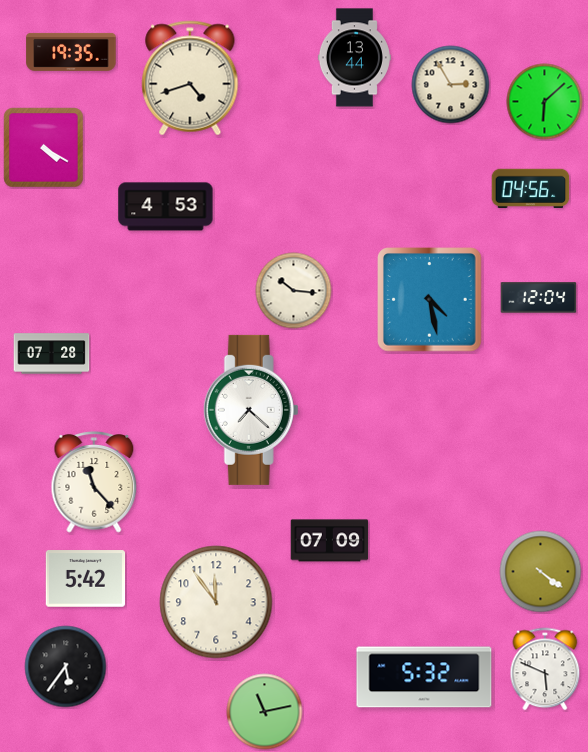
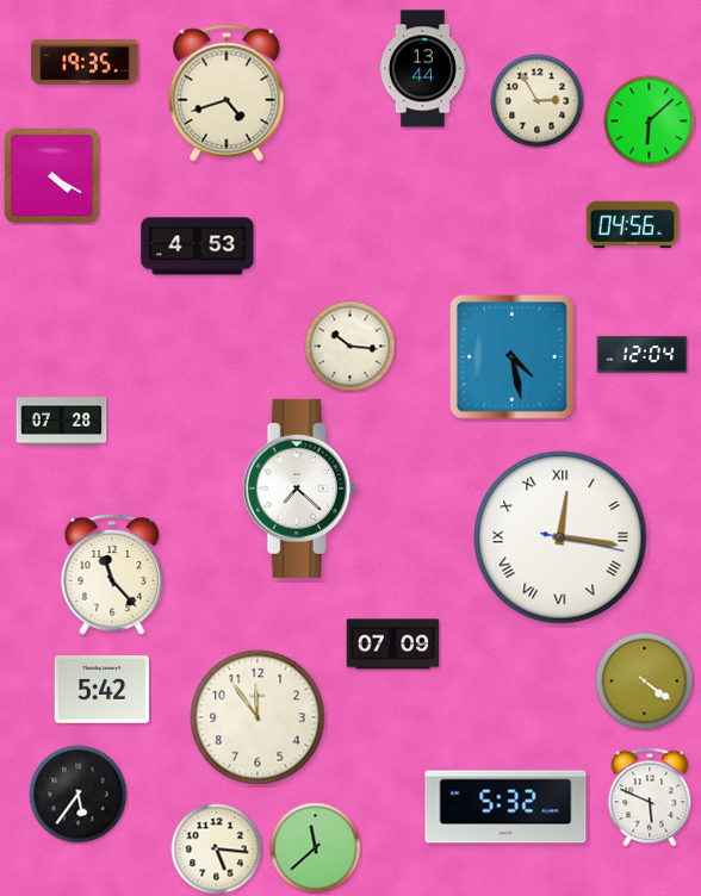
clock at (560, 537): none -> 12:16
clock at (265, 712): 11:13 -> 11:38
clock at (217, 850): none -> 5:16
